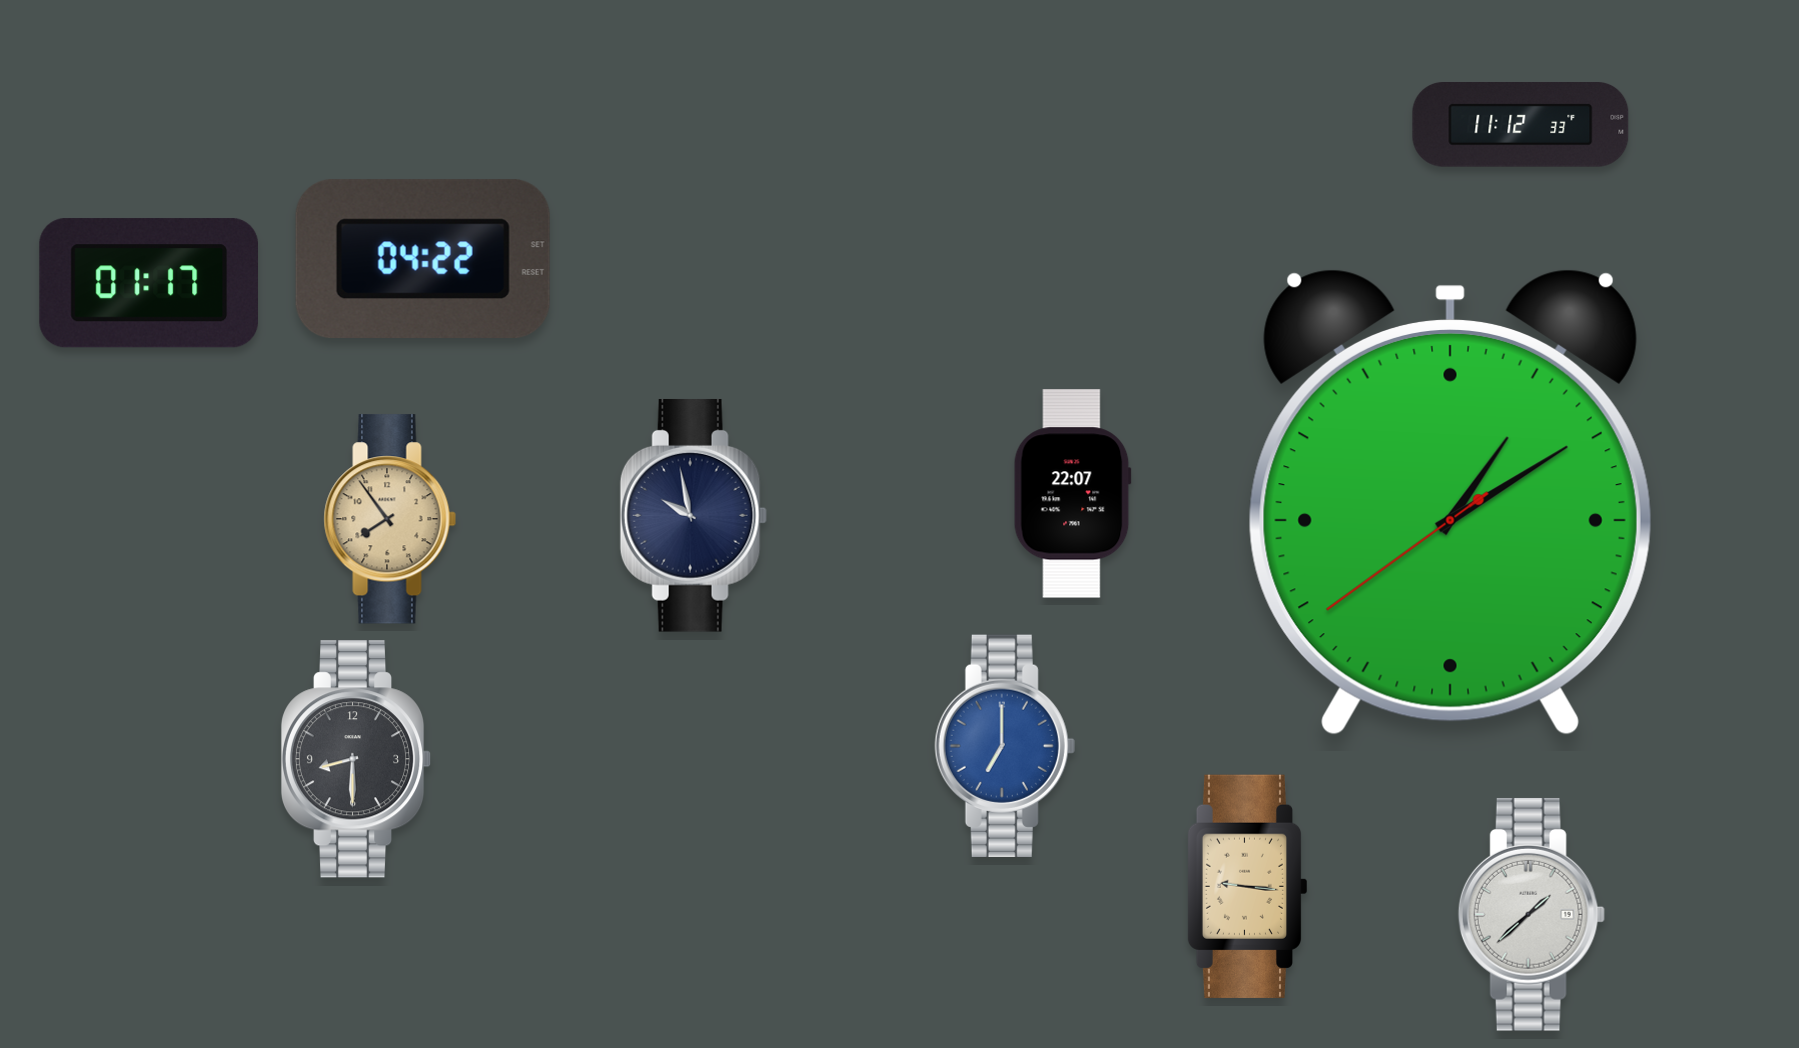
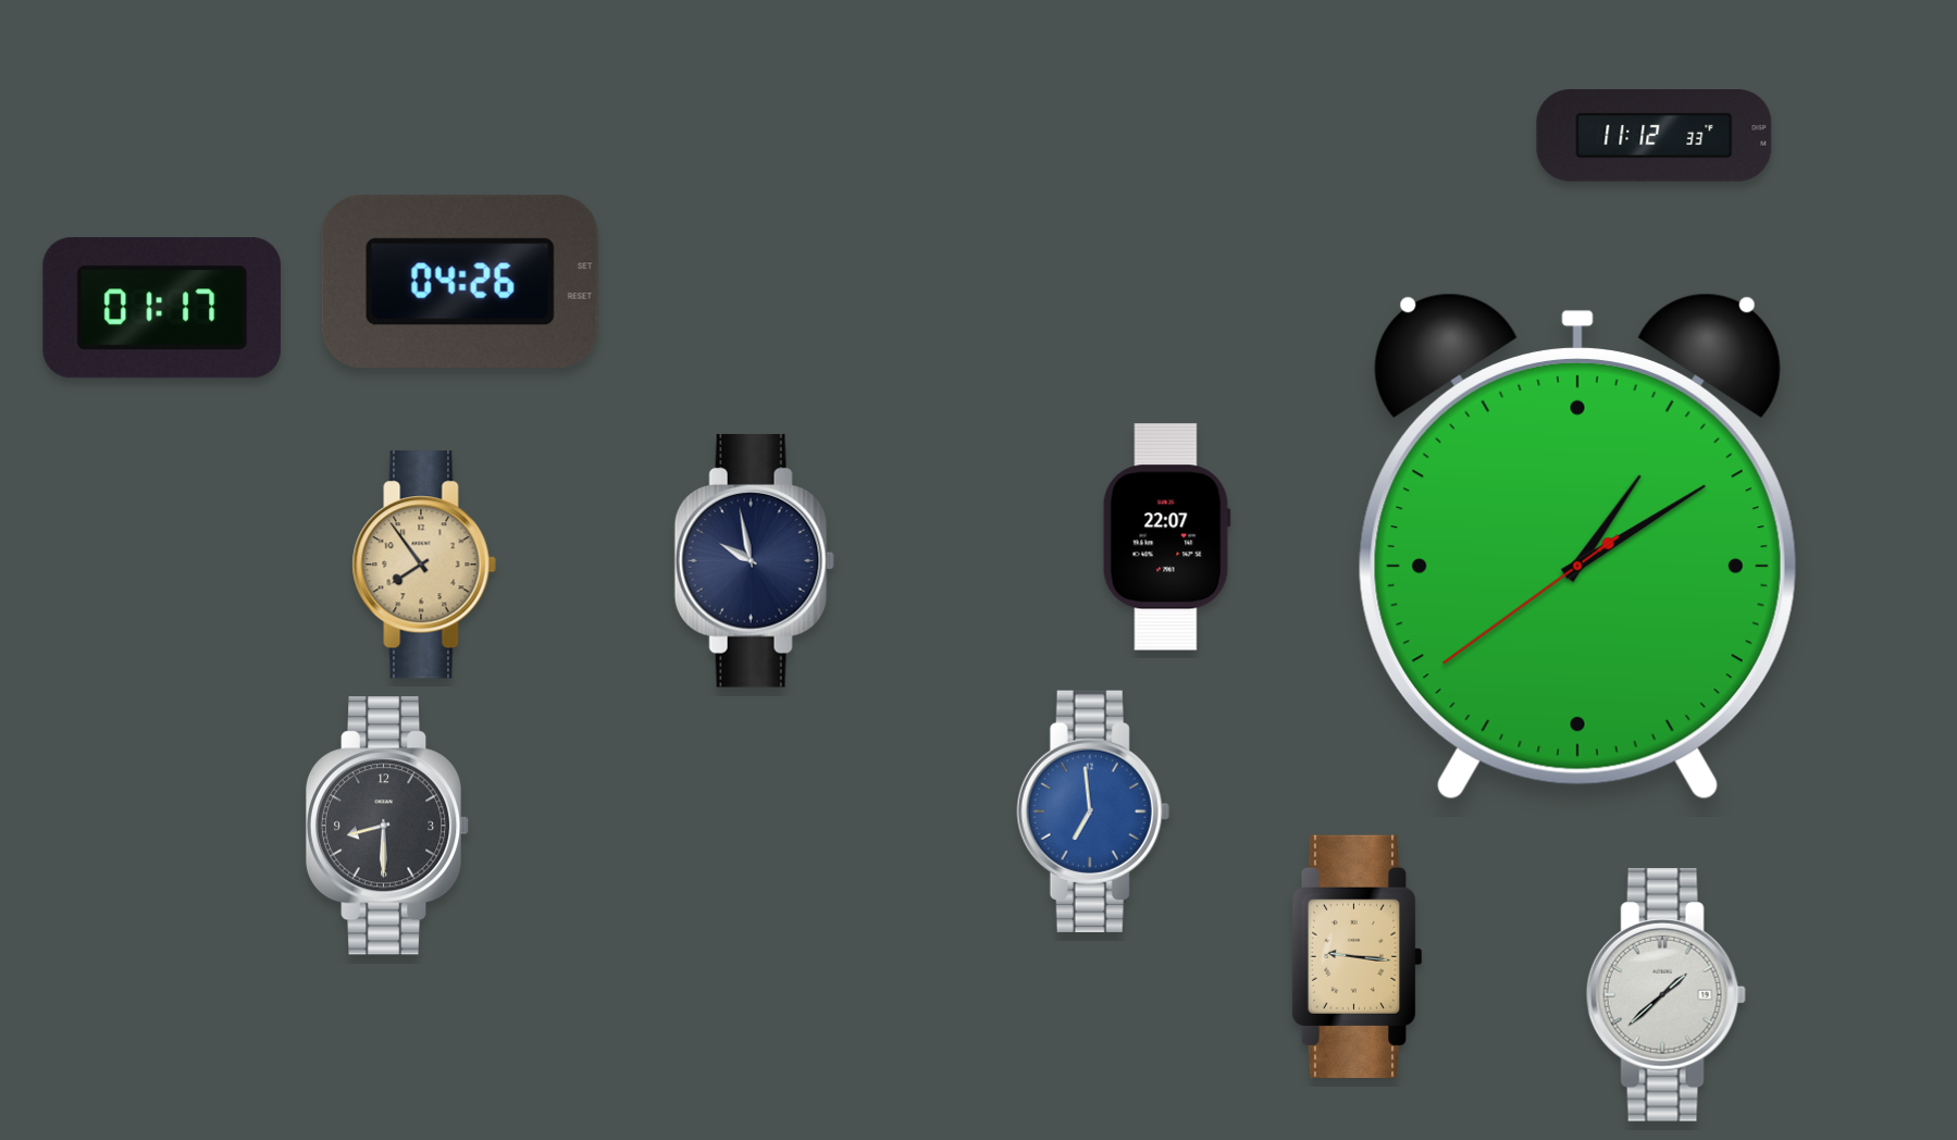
clock at (423, 258): 04:22 -> 04:26
clock at (1005, 746): 7:00 -> 6:59
clock at (1247, 886) position: (1247, 886) -> (1357, 956)
